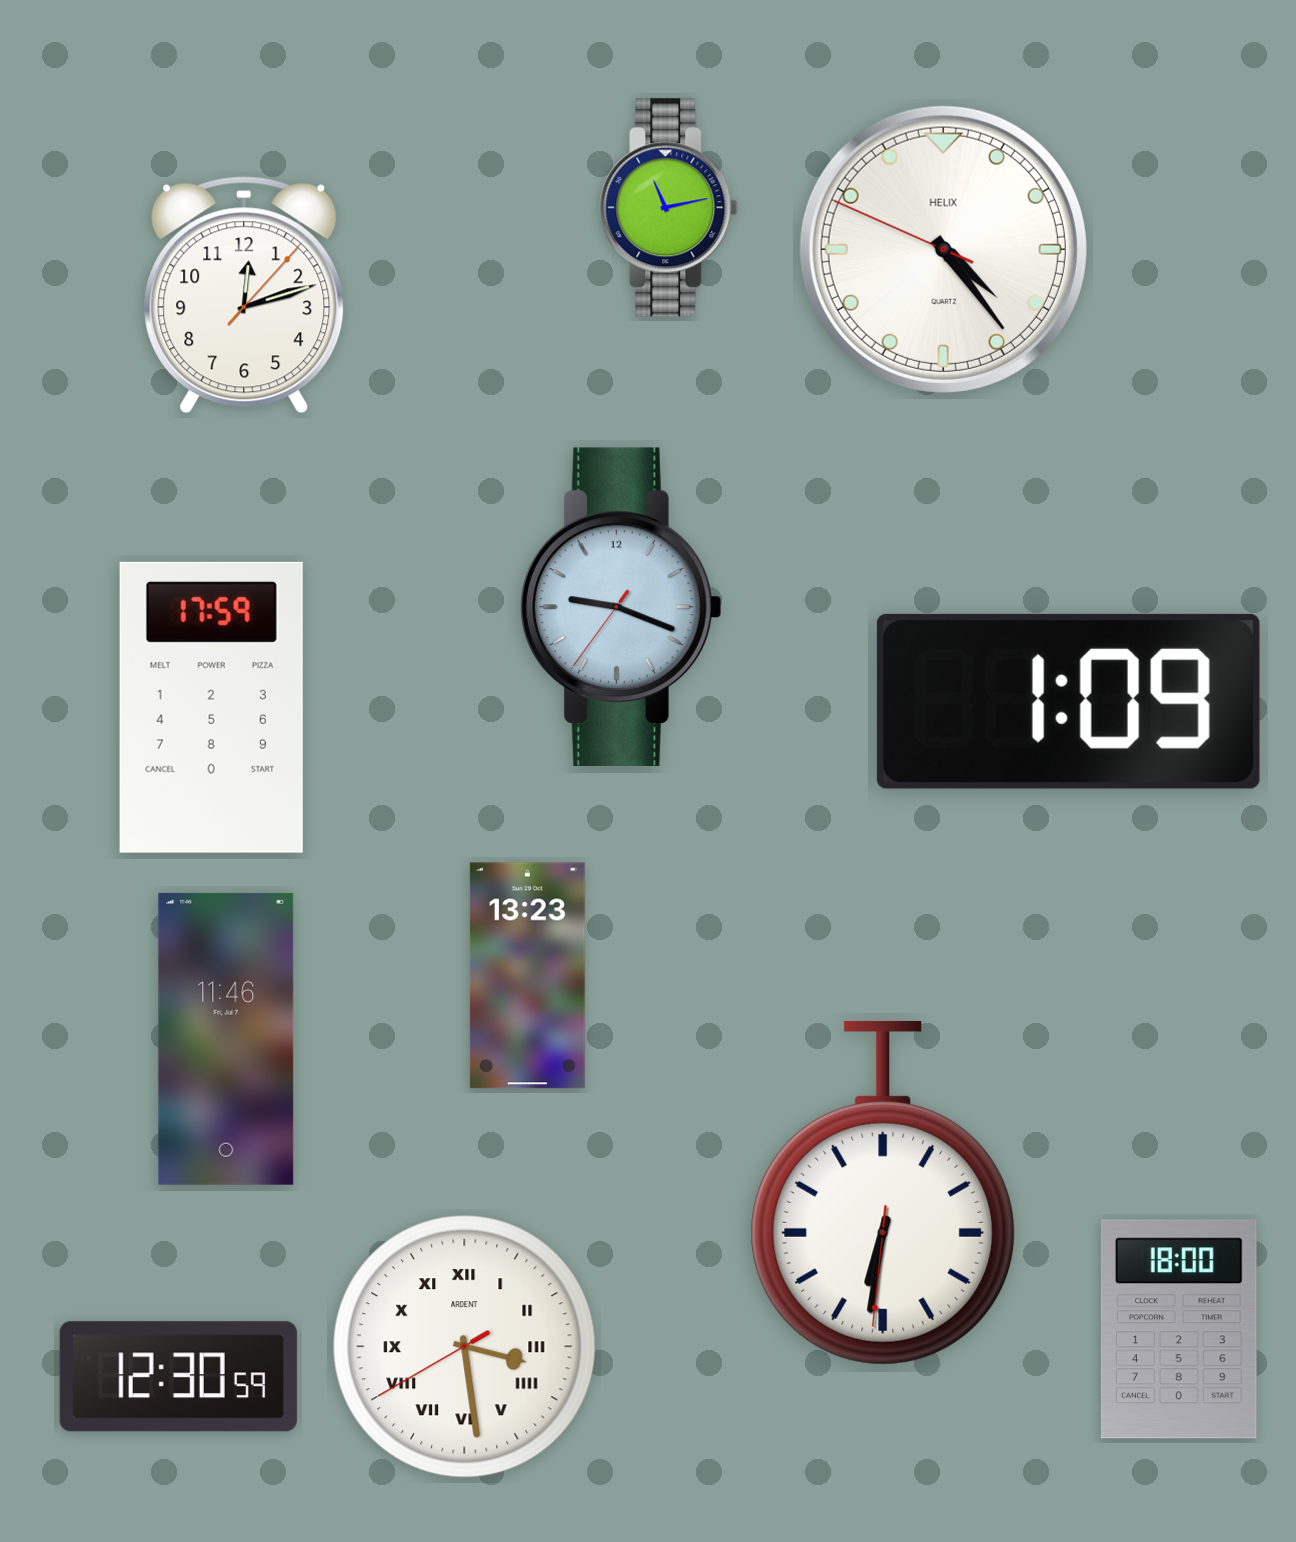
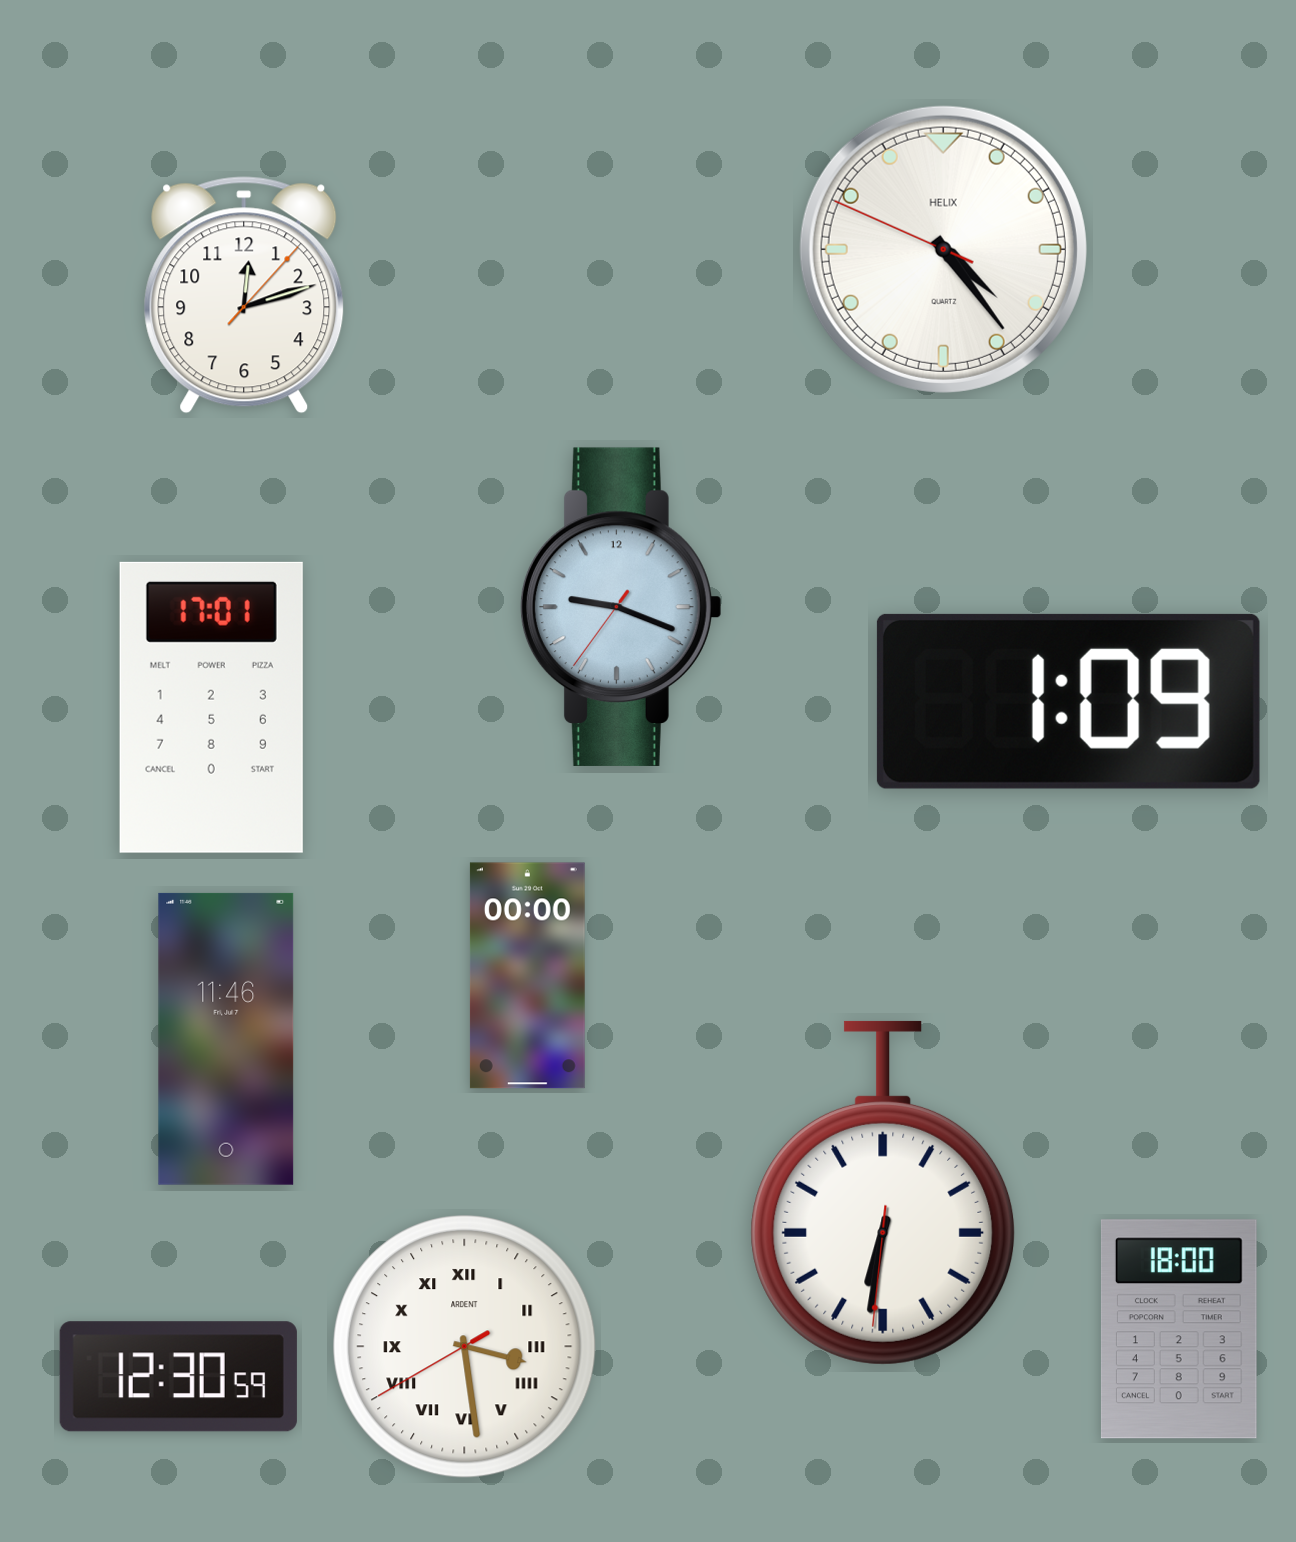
clock at (669, 208): 11:13 -> none
clock at (211, 707): 17:59 -> 17:01
clock at (527, 976): 13:23 -> 00:00
